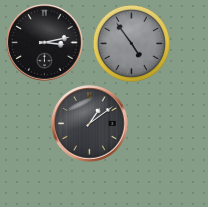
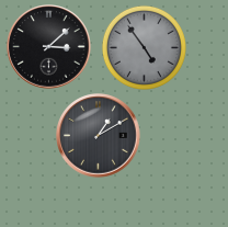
clock at (45, 43): 3:13 -> 3:08
clock at (90, 124): 1:09 -> 1:10
